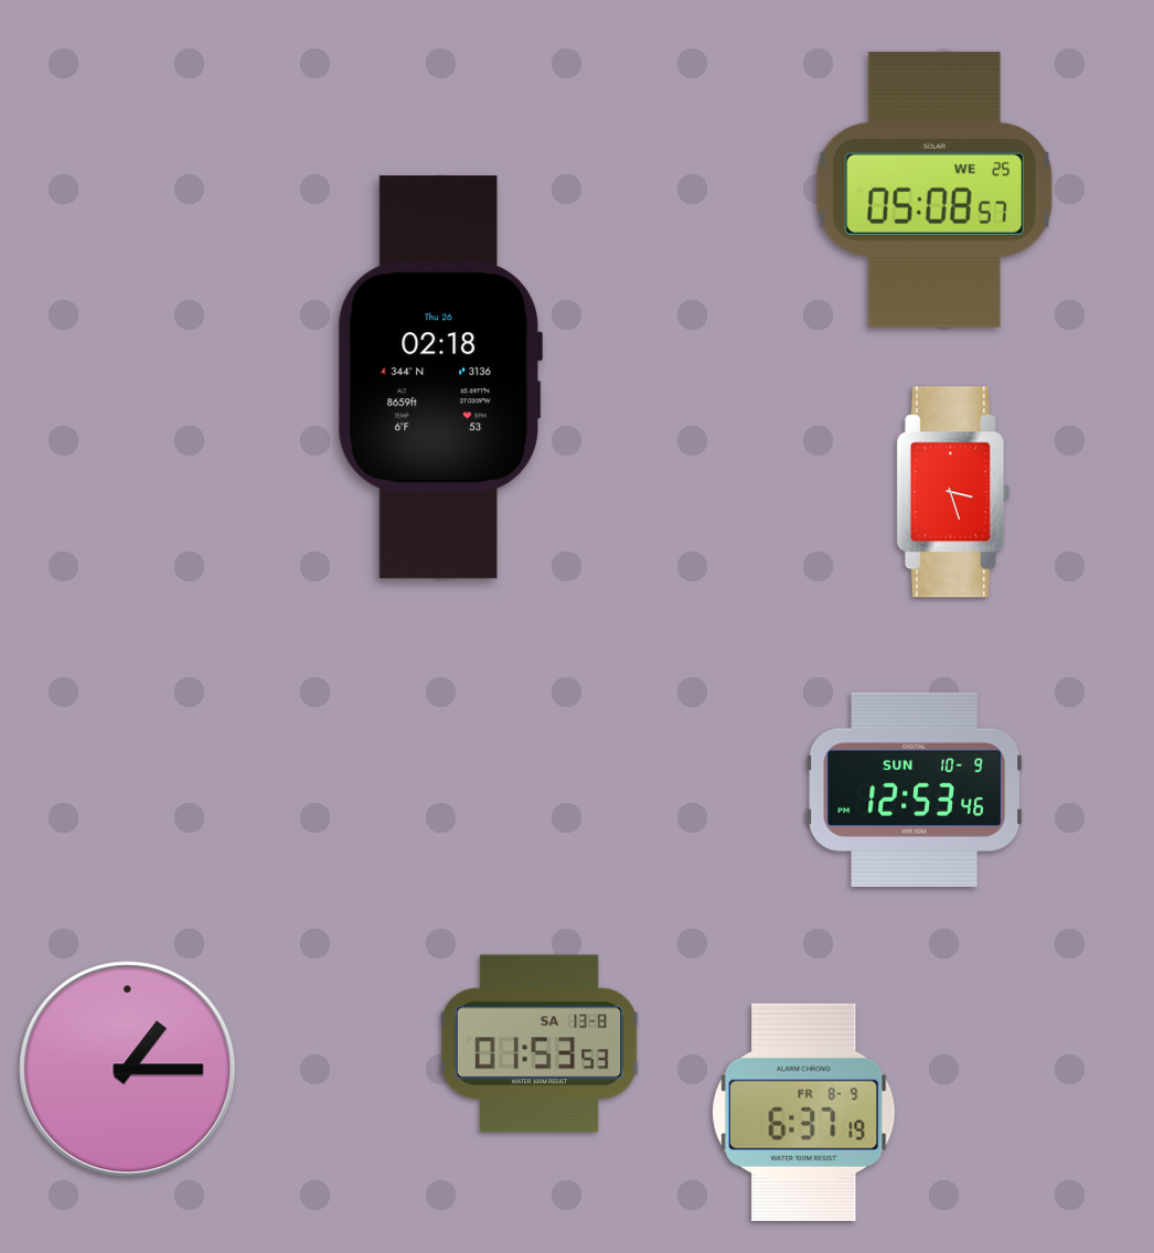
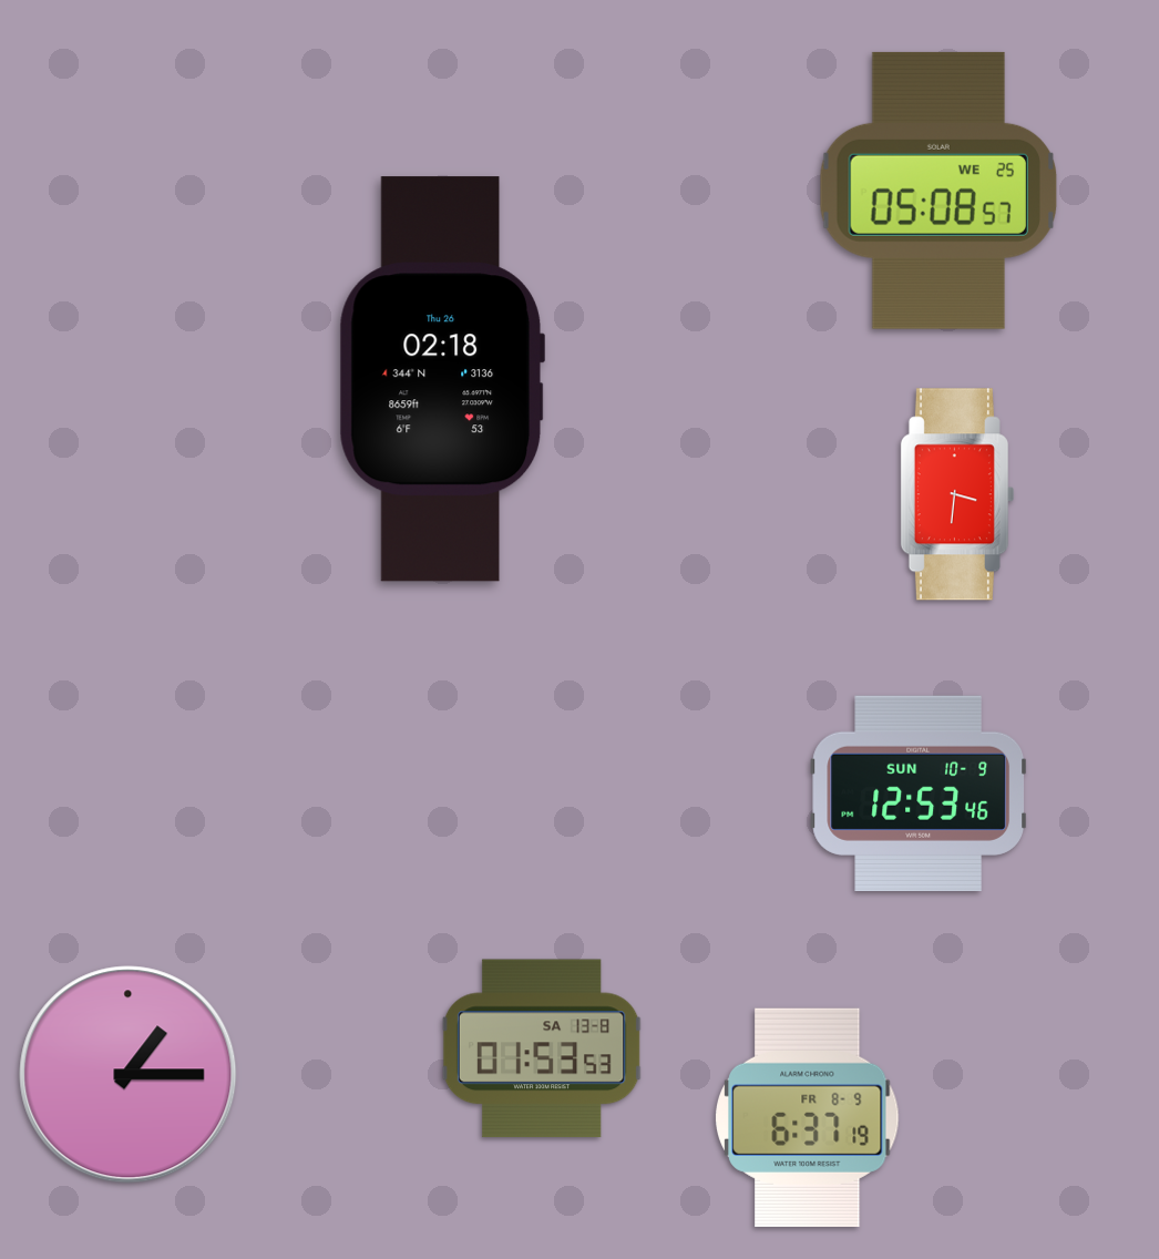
clock at (953, 492): 3:27 -> 3:31
